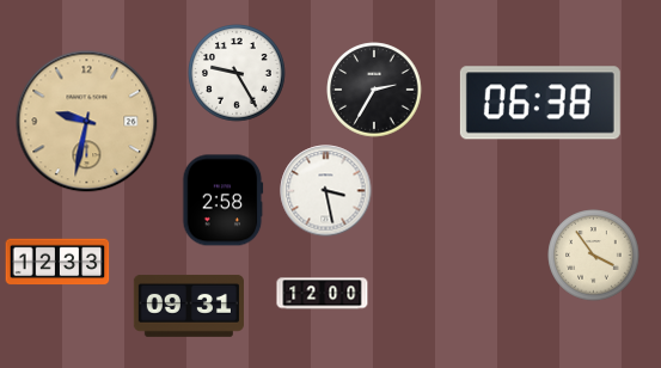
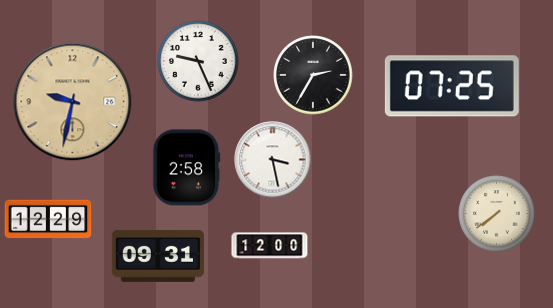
clock at (237, 73): 9:25 -> 9:26
clock at (540, 103): 06:38 -> 07:25
clock at (594, 256): 3:54 -> 7:39
clock at (57, 262): 12:33 -> 12:29
